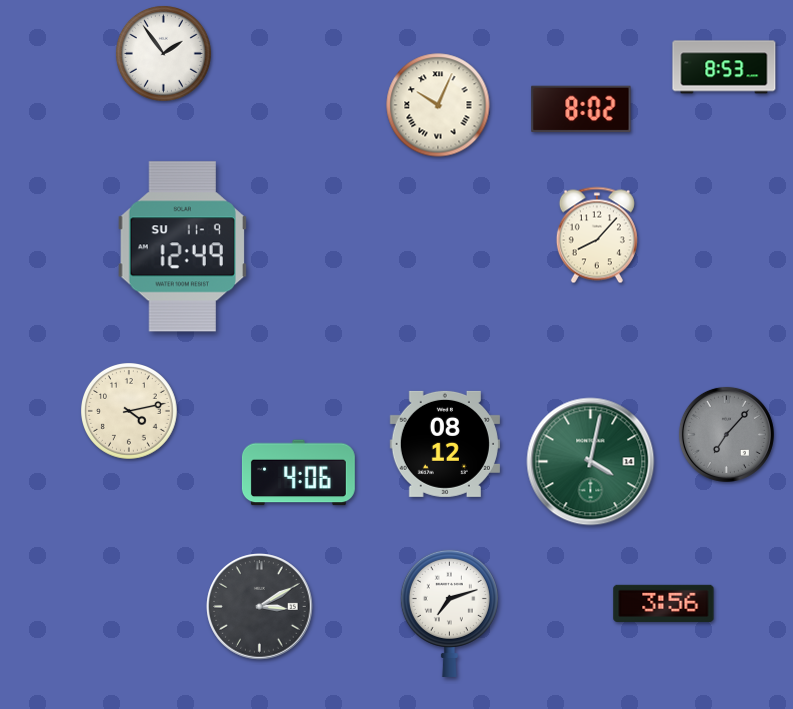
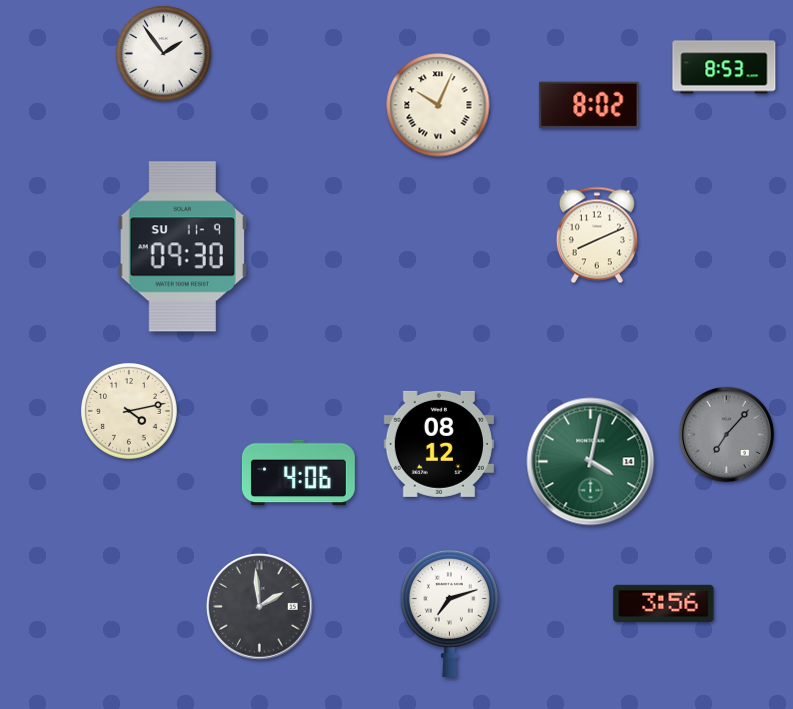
clock at (581, 109) position: (581, 109) -> (589, 105)
clock at (597, 235): 8:07 -> 8:11
clock at (183, 247): 12:49 -> 09:30
clock at (445, 444) position: (445, 444) -> (439, 444)
clock at (260, 607): 3:10 -> 1:59
